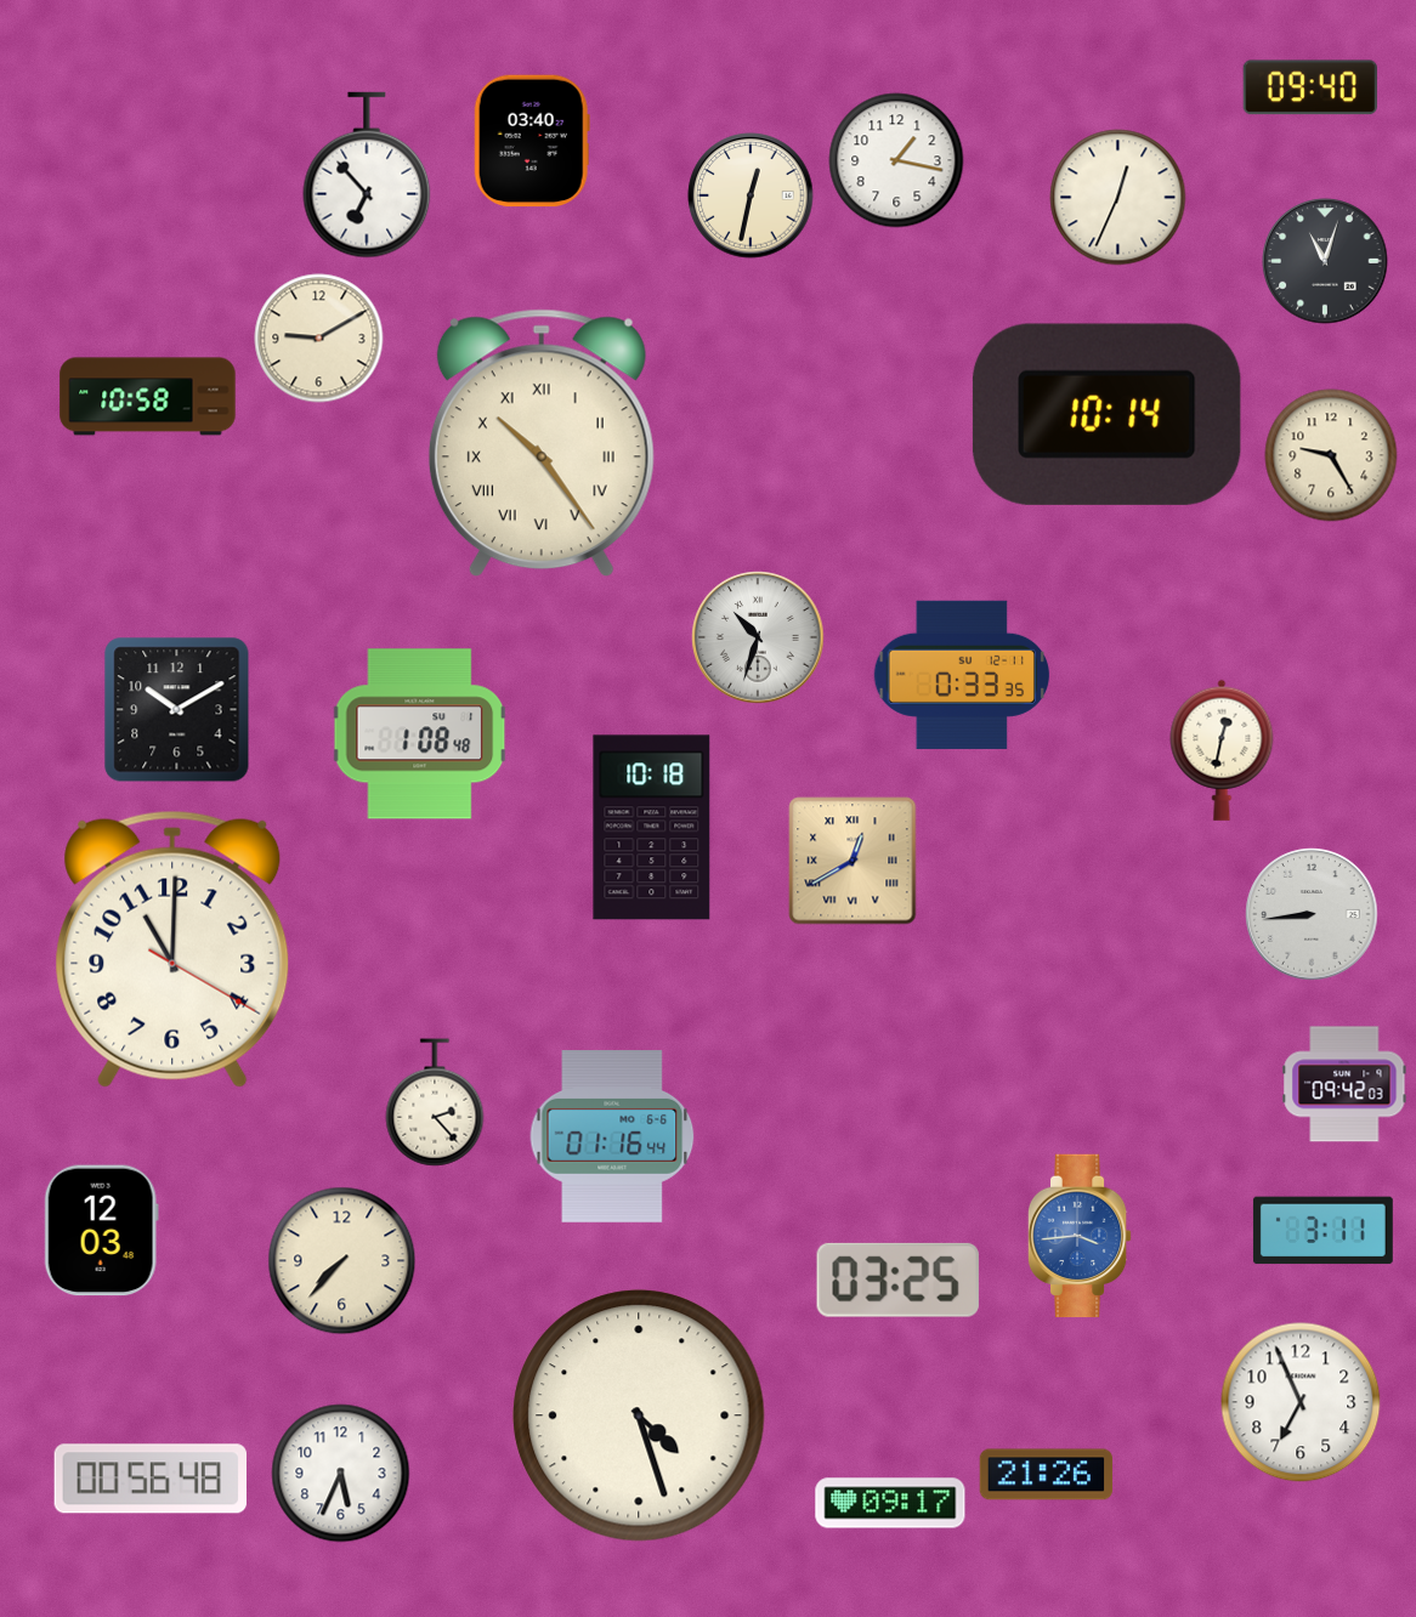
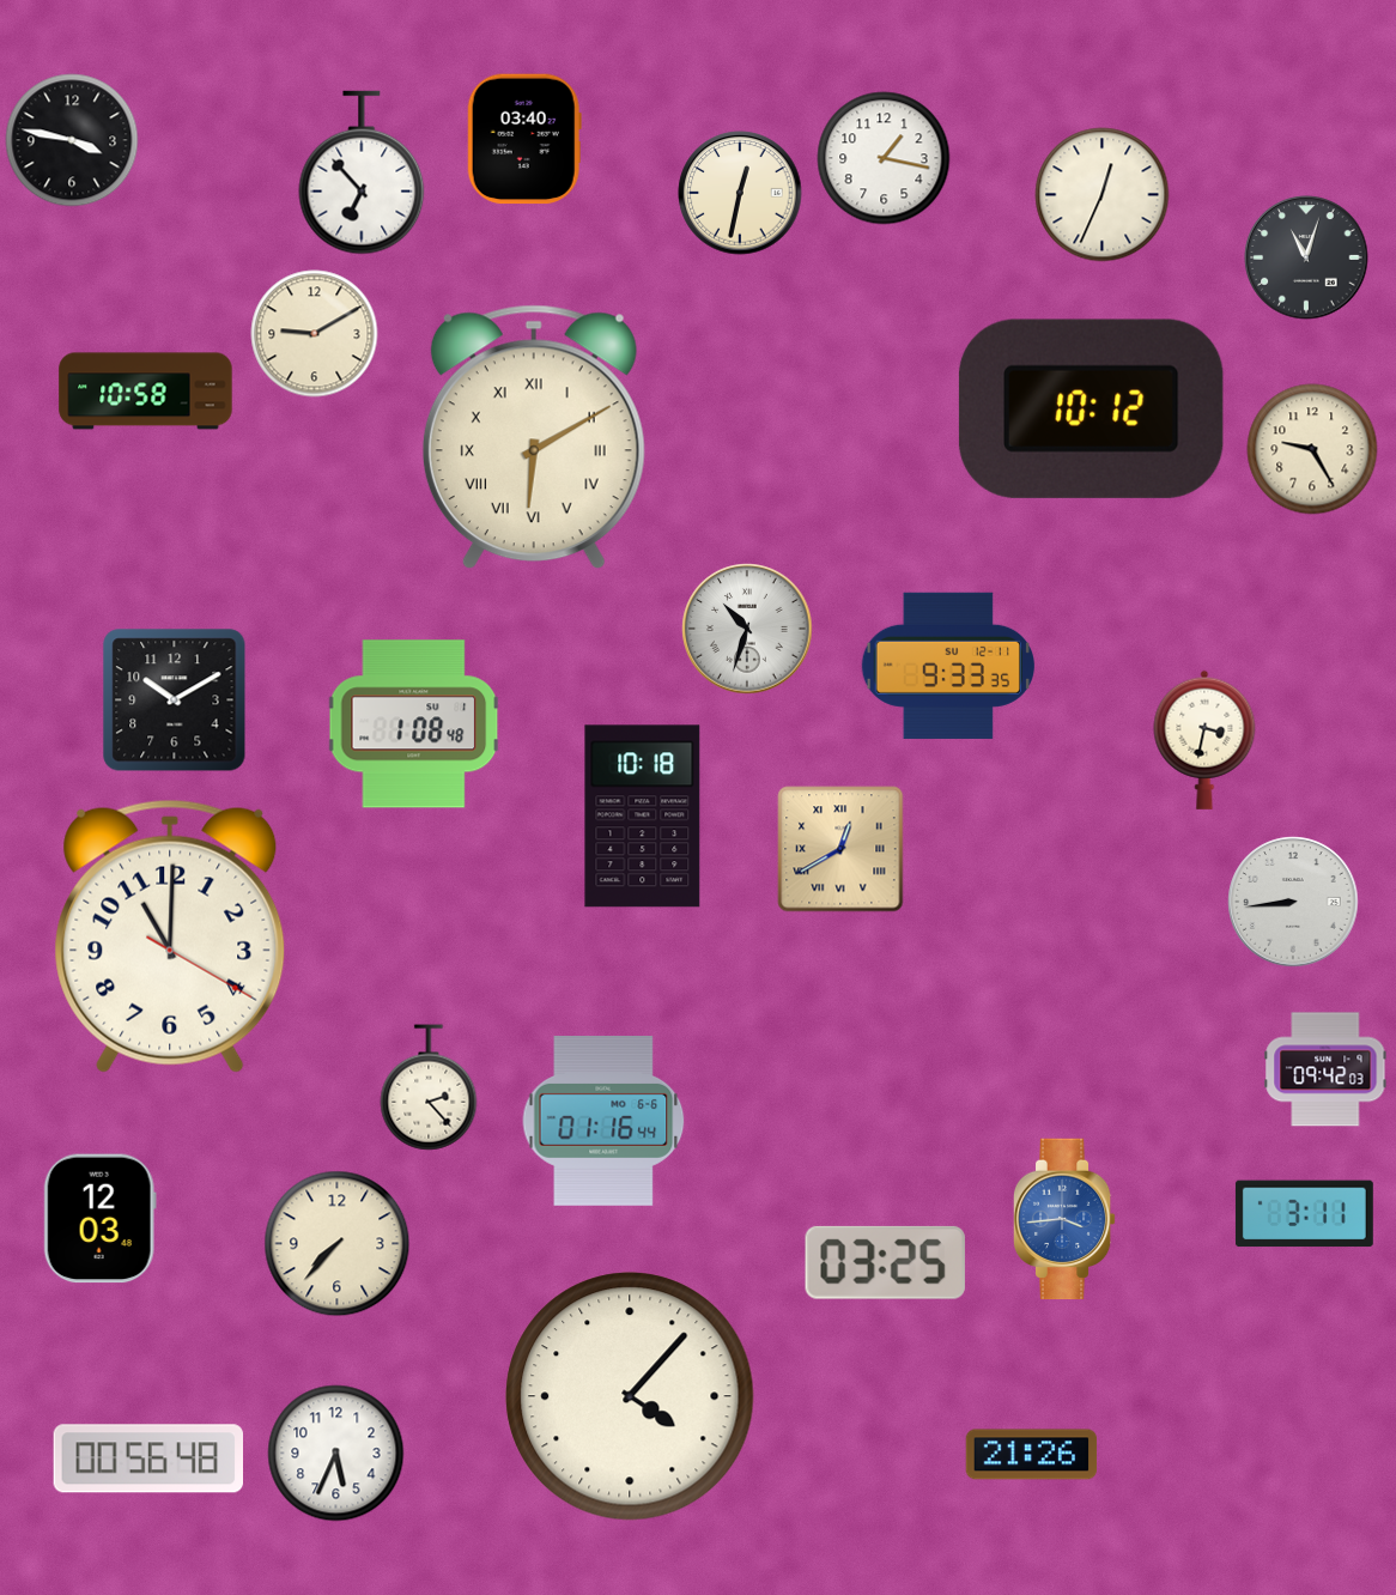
clock at (1310, 87): 09:40 -> none
clock at (72, 140): none -> 3:47
clock at (1106, 414): 10:14 -> 10:12
clock at (542, 443): 10:24 -> 6:10
clock at (961, 675): 0:33 -> 9:33
clock at (1222, 750): 12:32 -> 3:32
clock at (101, 1231) position: (101, 1231) -> (99, 1219)
clock at (1301, 1402): 6:56 -> none
clock at (639, 1415): 4:27 -> 4:07
clock at (890, 1503): 09:17 -> none
